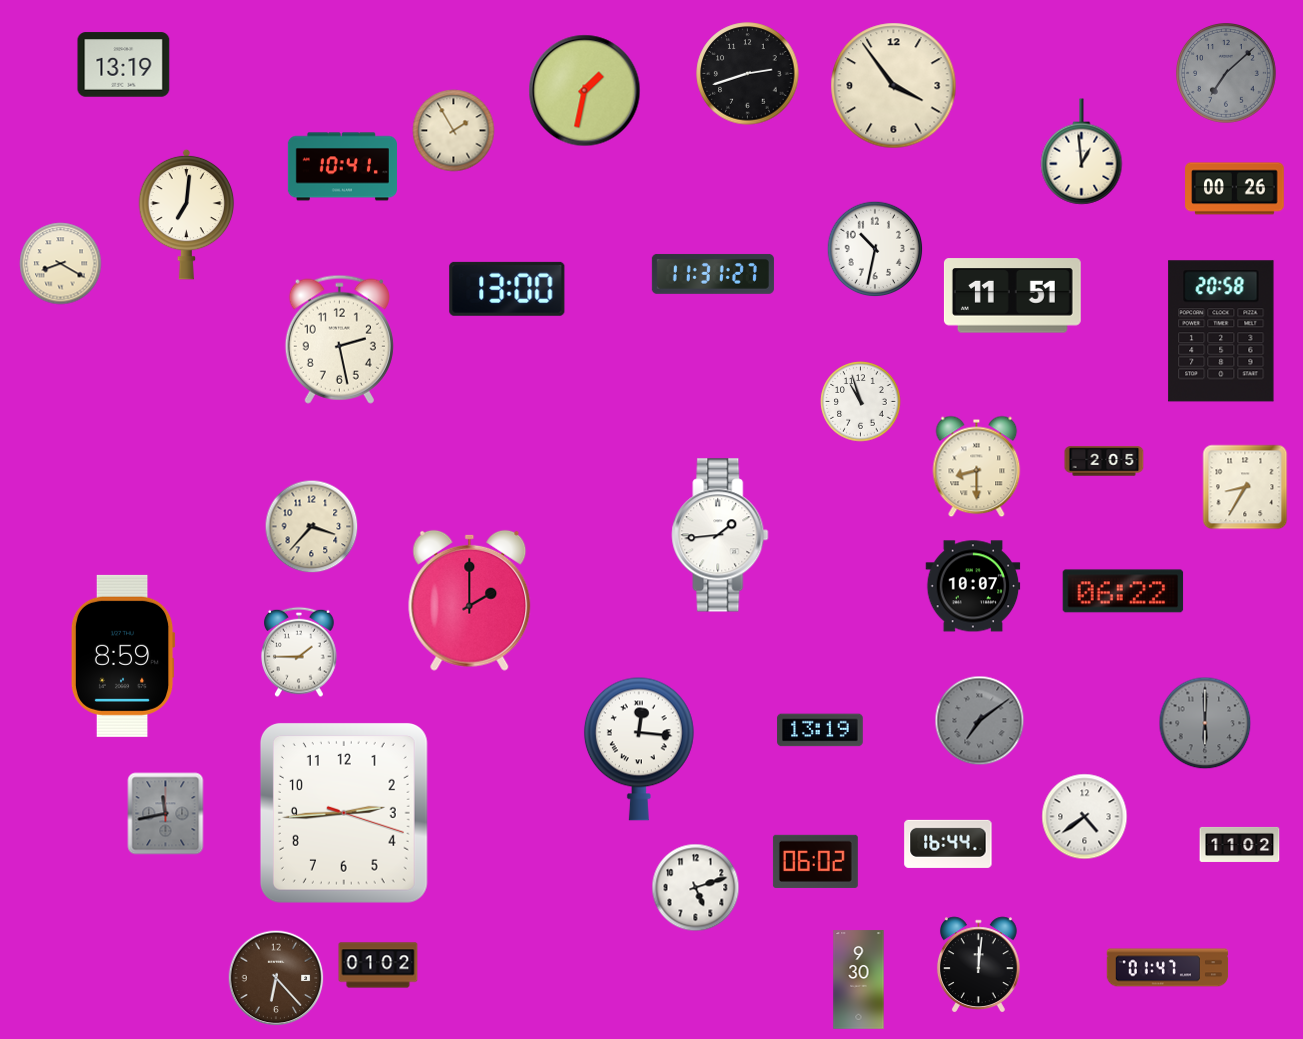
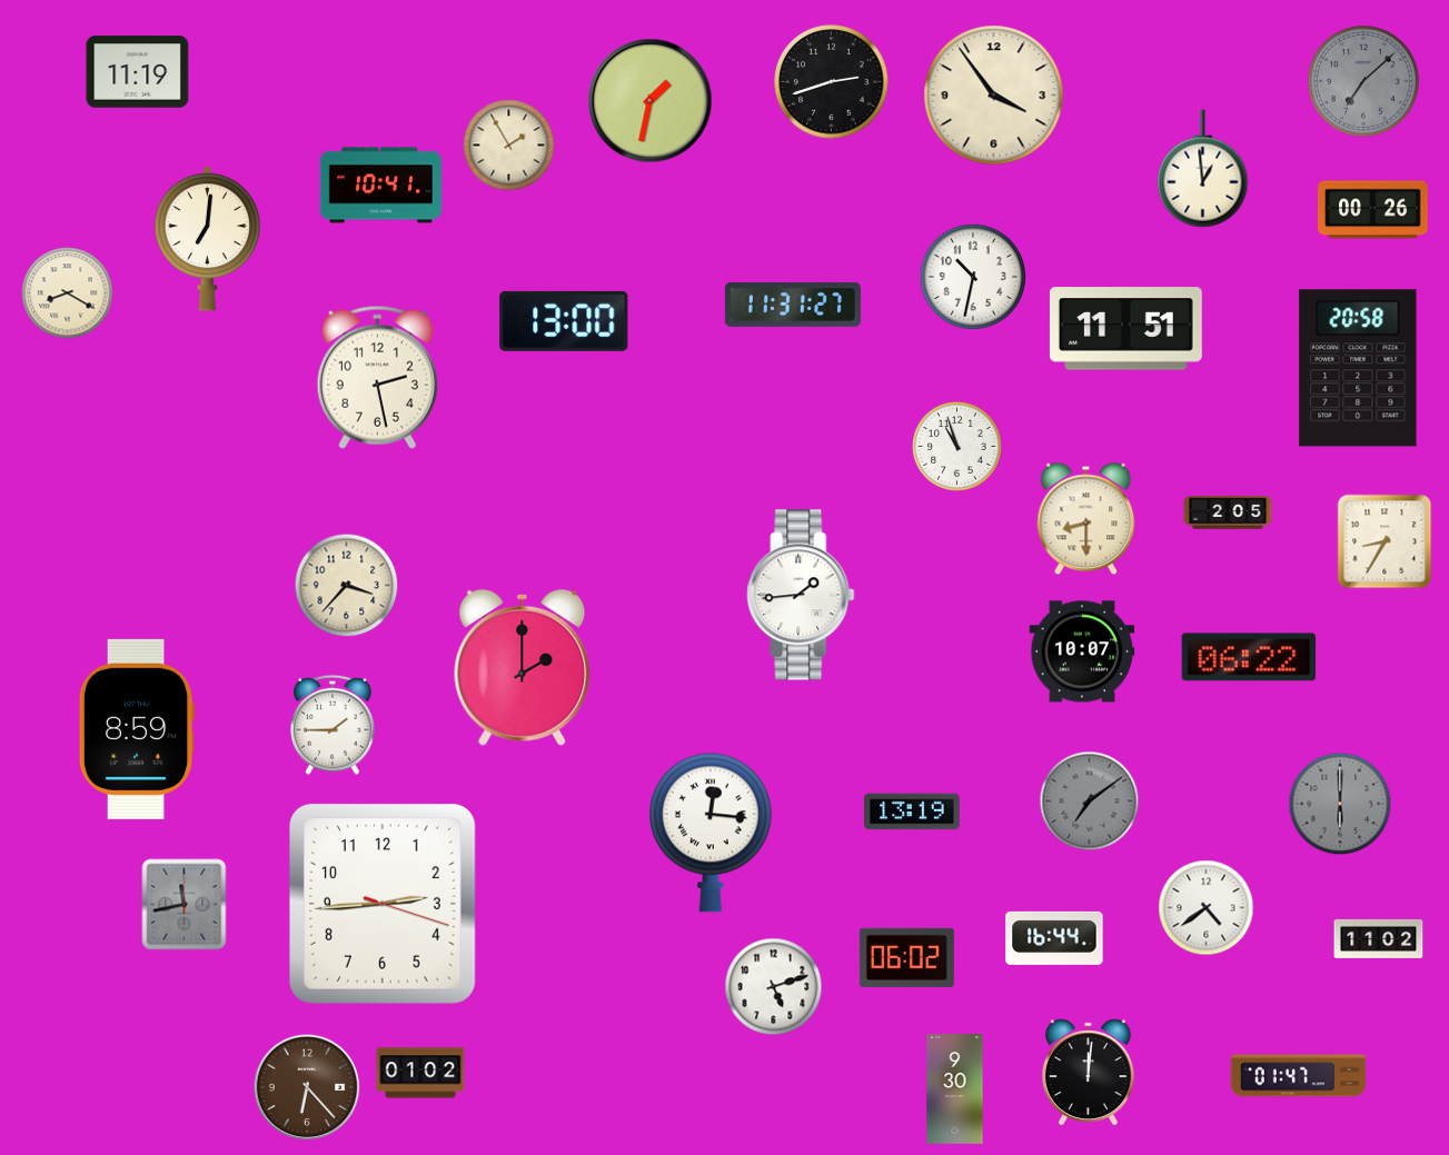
clock at (124, 65): 13:19 -> 11:19
clock at (454, 131) position: (454, 131) -> (509, 146)
